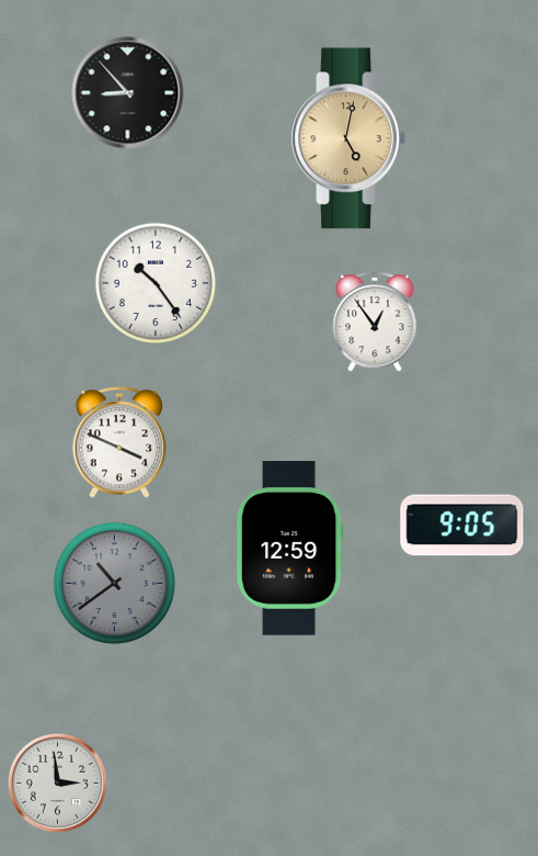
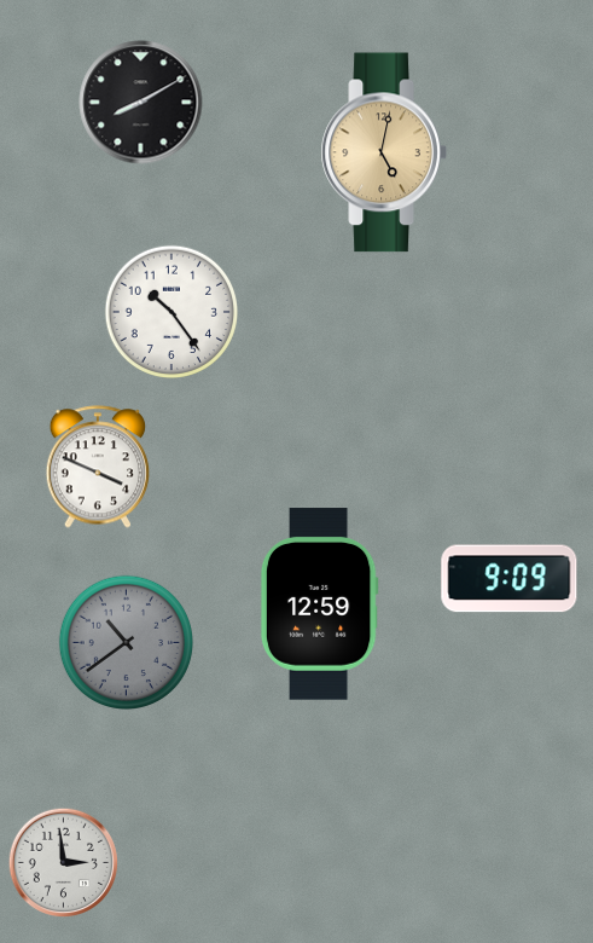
clock at (128, 93): 8:53 -> 8:10
clock at (375, 322): 12:54 -> none
clock at (119, 442) position: (119, 442) -> (98, 467)
clock at (462, 526): 9:05 -> 9:09
